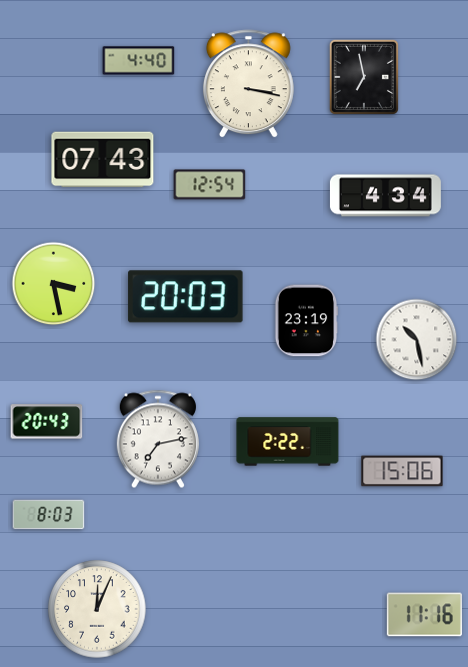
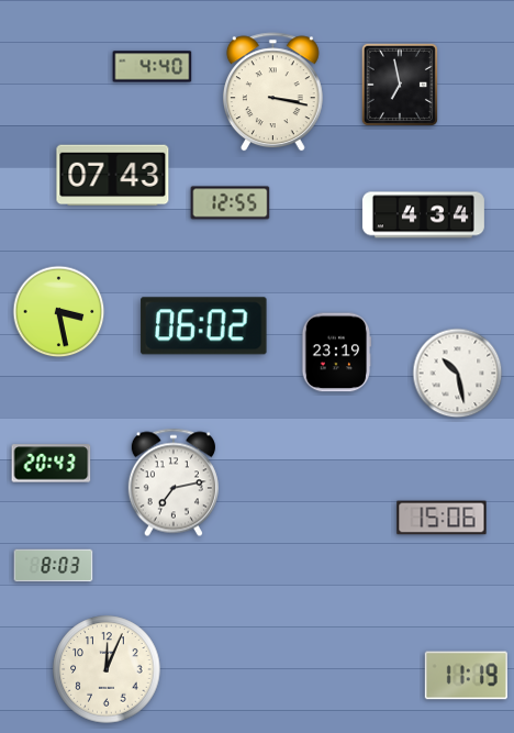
clock at (210, 185): 12:54 -> 12:55
clock at (186, 297): 20:03 -> 06:02
clock at (288, 442): 2:22 -> none
clock at (424, 615): 11:16 -> 11:19
